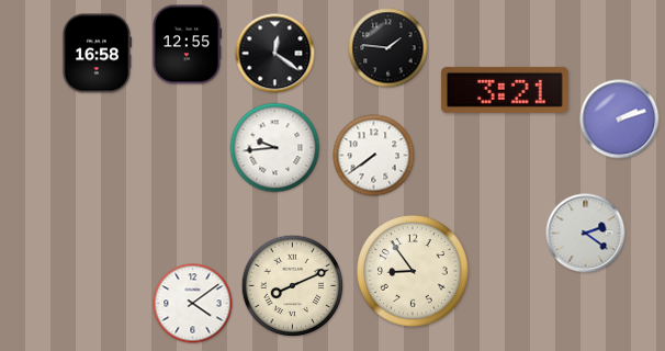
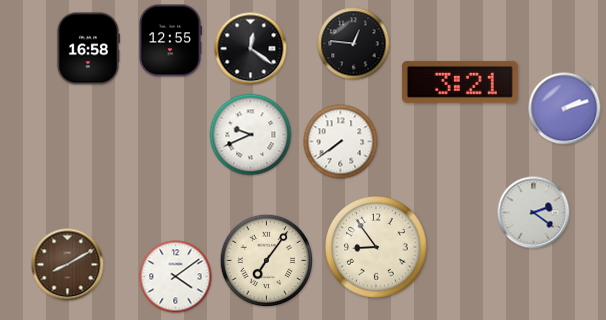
clock at (388, 48): 1:46 -> 12:46
clock at (275, 148): 9:44 -> 9:41
clock at (293, 286): 8:11 -> 7:06
clock at (68, 265): none -> 8:10
